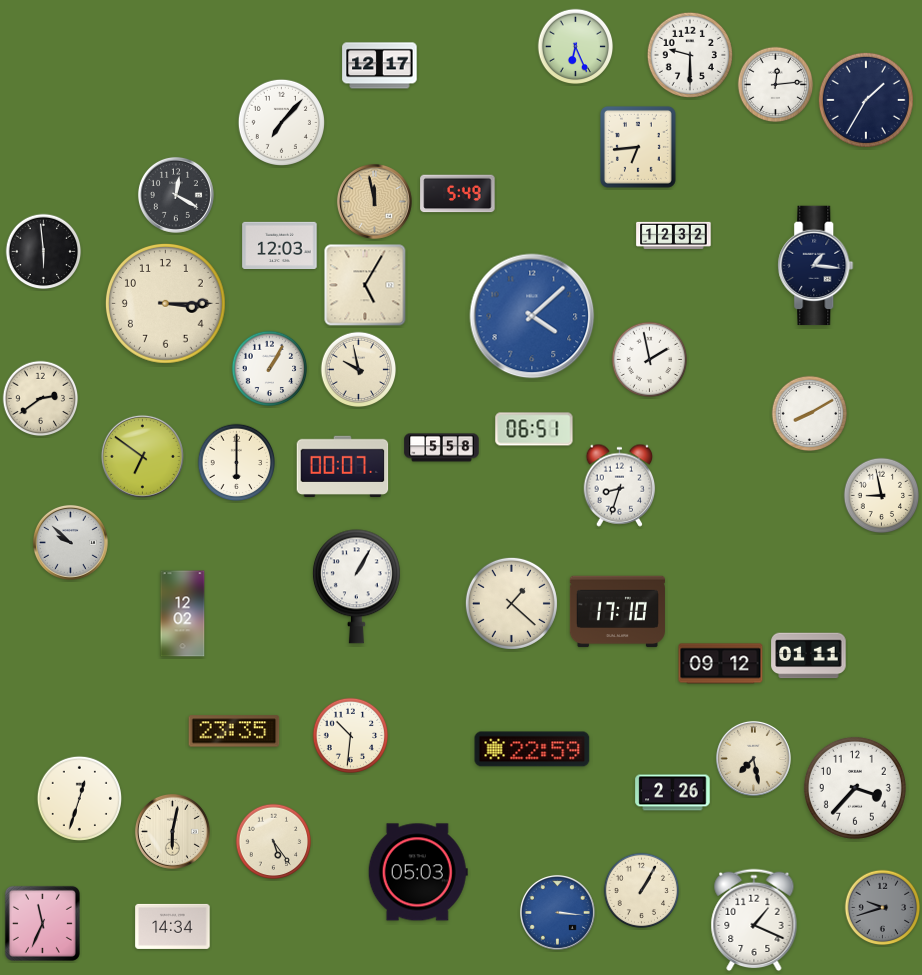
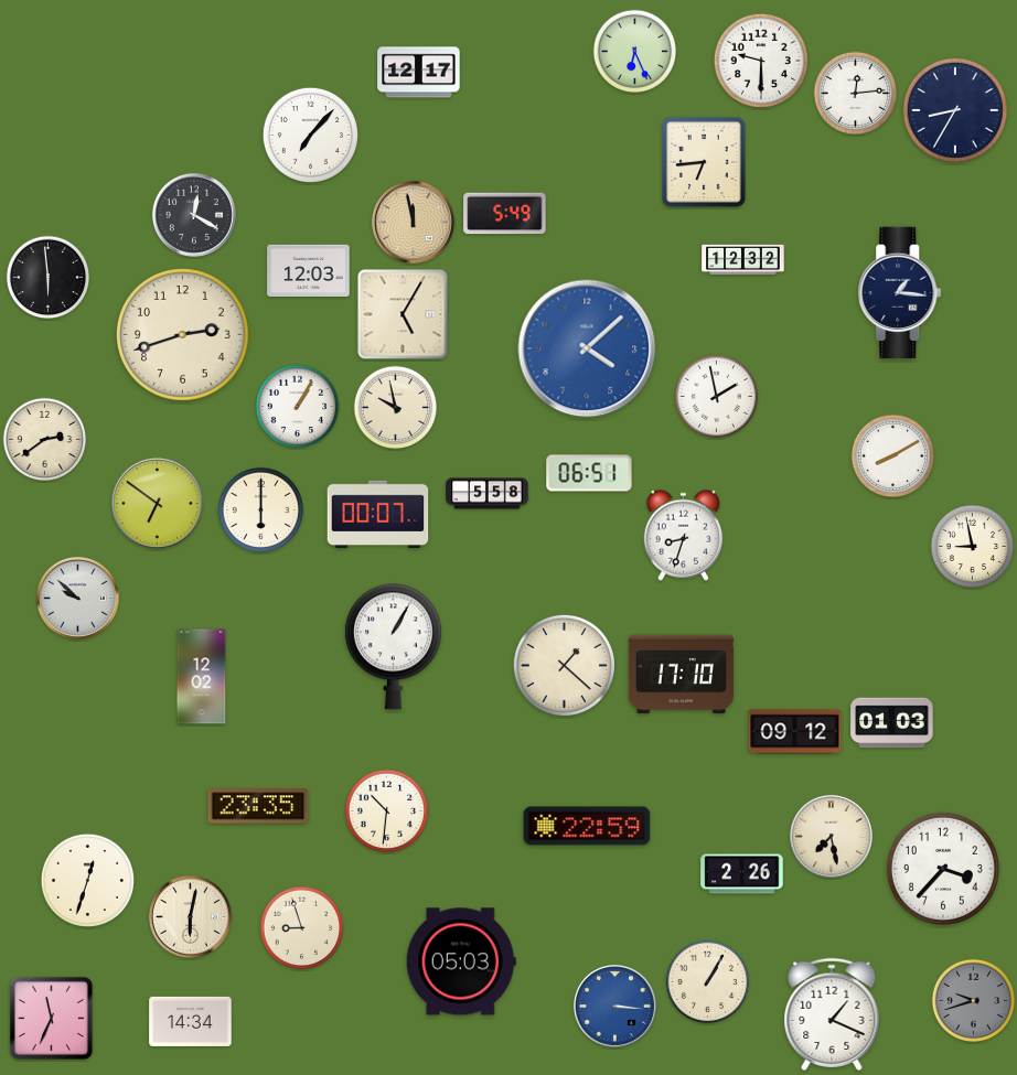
clock at (866, 100): 1:35 -> 8:35
clock at (165, 303): 3:15 -> 2:42
clock at (809, 656): 01:11 -> 01:03
clock at (274, 842): 5:24 -> 8:57
clock at (42, 923) position: (42, 923) -> (51, 1018)
